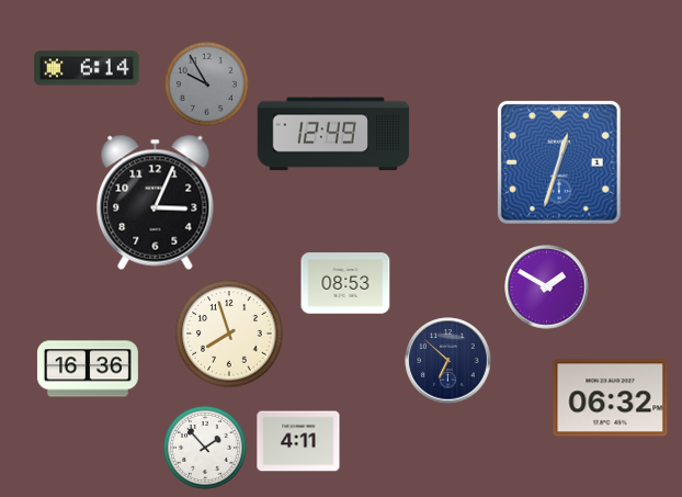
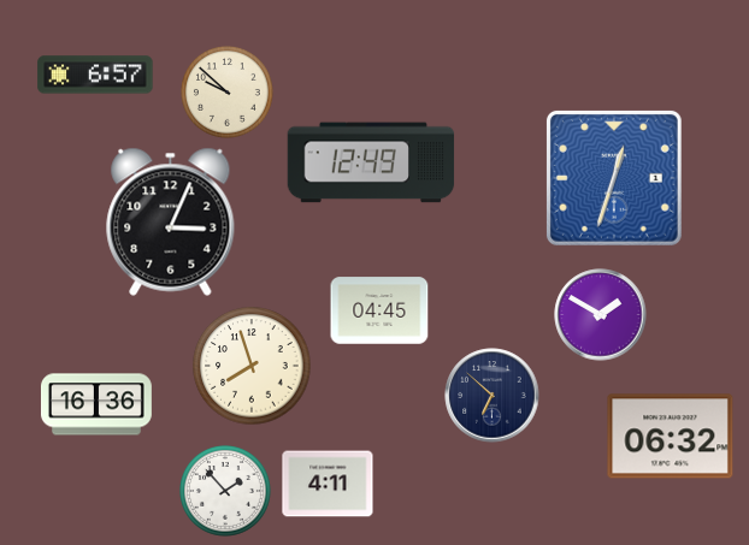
clock at (87, 68): 6:14 -> 6:57
clock at (207, 84): 9:55 -> 9:52
clock at (207, 84) dial: grey -> cream
clock at (333, 134) position: (333, 134) -> (371, 162)
clock at (345, 283): 08:53 -> 04:45
